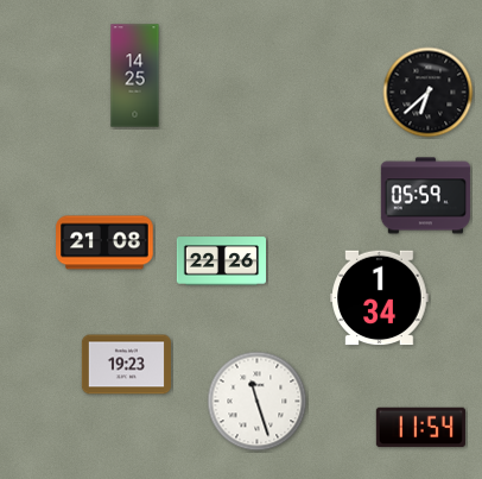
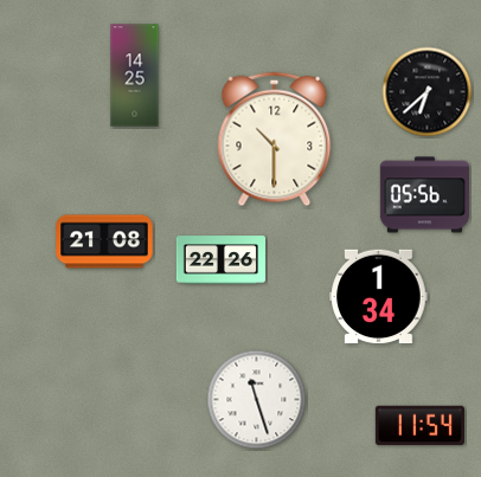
clock at (275, 140): none -> 10:30
clock at (425, 196): 05:59 -> 05:56
clock at (126, 365): 19:23 -> none
